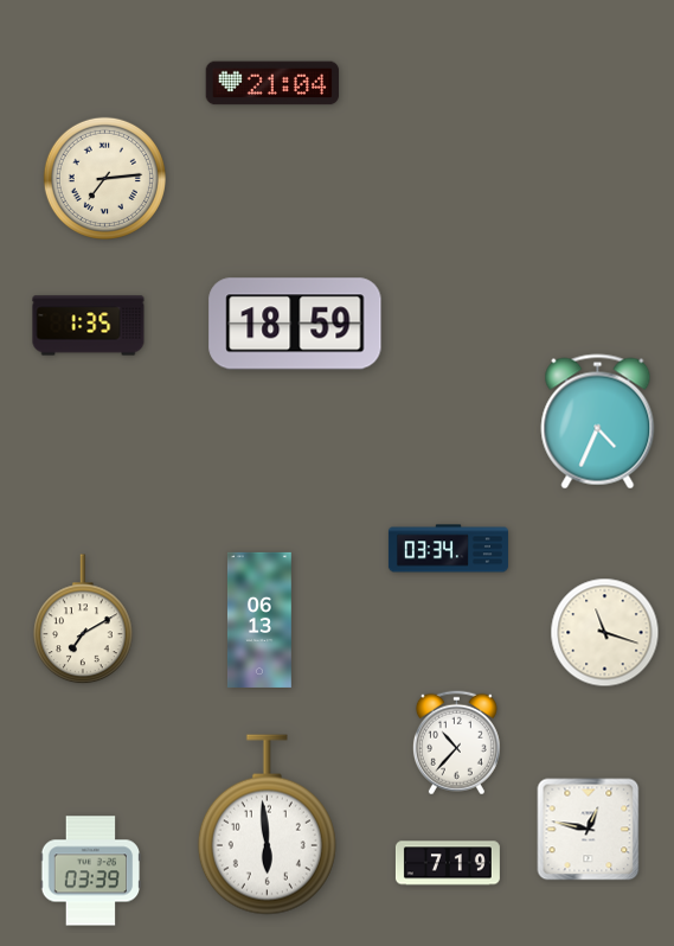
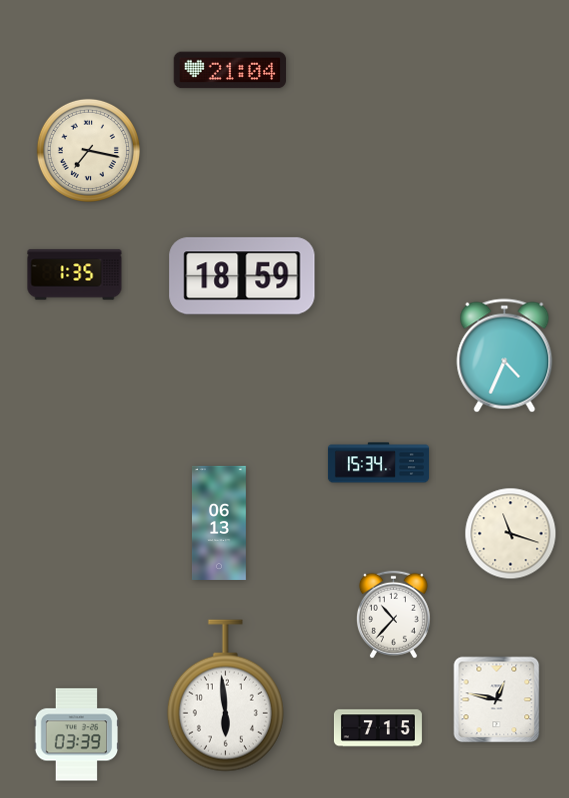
clock at (104, 178): 7:14 -> 7:17
clock at (295, 324) position: (295, 324) -> (242, 276)
clock at (448, 549): 03:34 -> 15:34
clock at (83, 620): 7:10 -> none
clock at (456, 743) position: (456, 743) -> (393, 615)
clock at (448, 863): 7:19 -> 7:15
